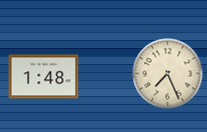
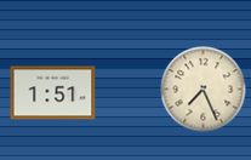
clock at (44, 77): 1:48 -> 1:51
